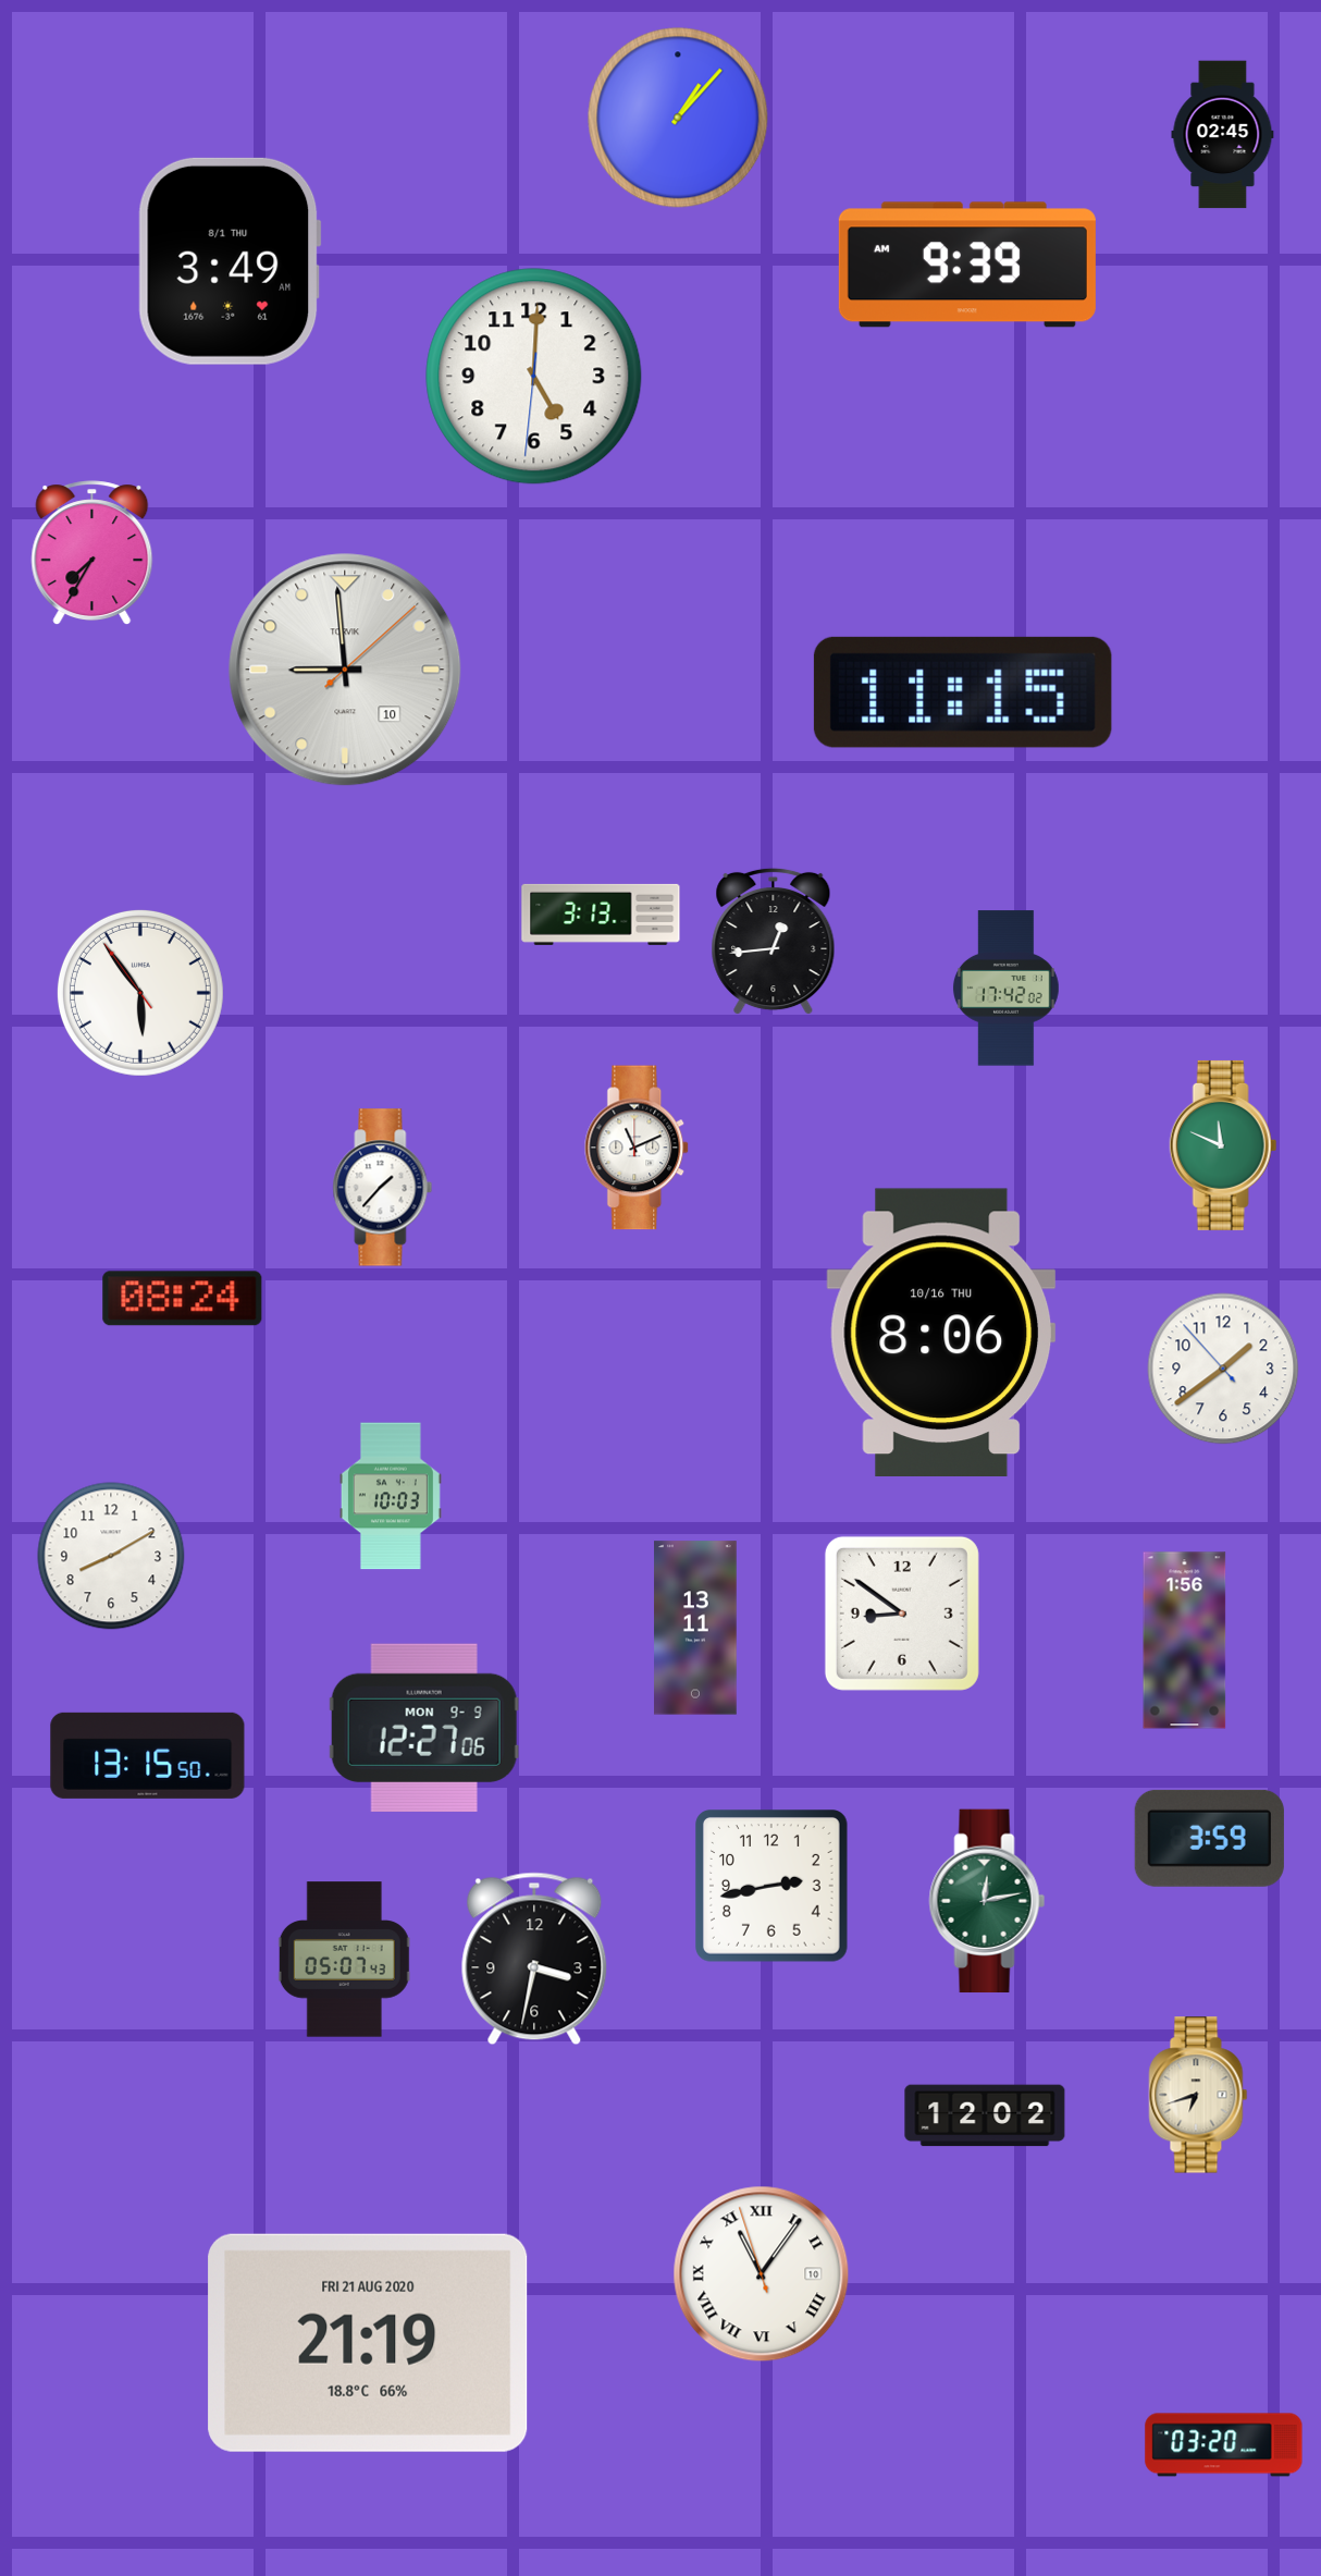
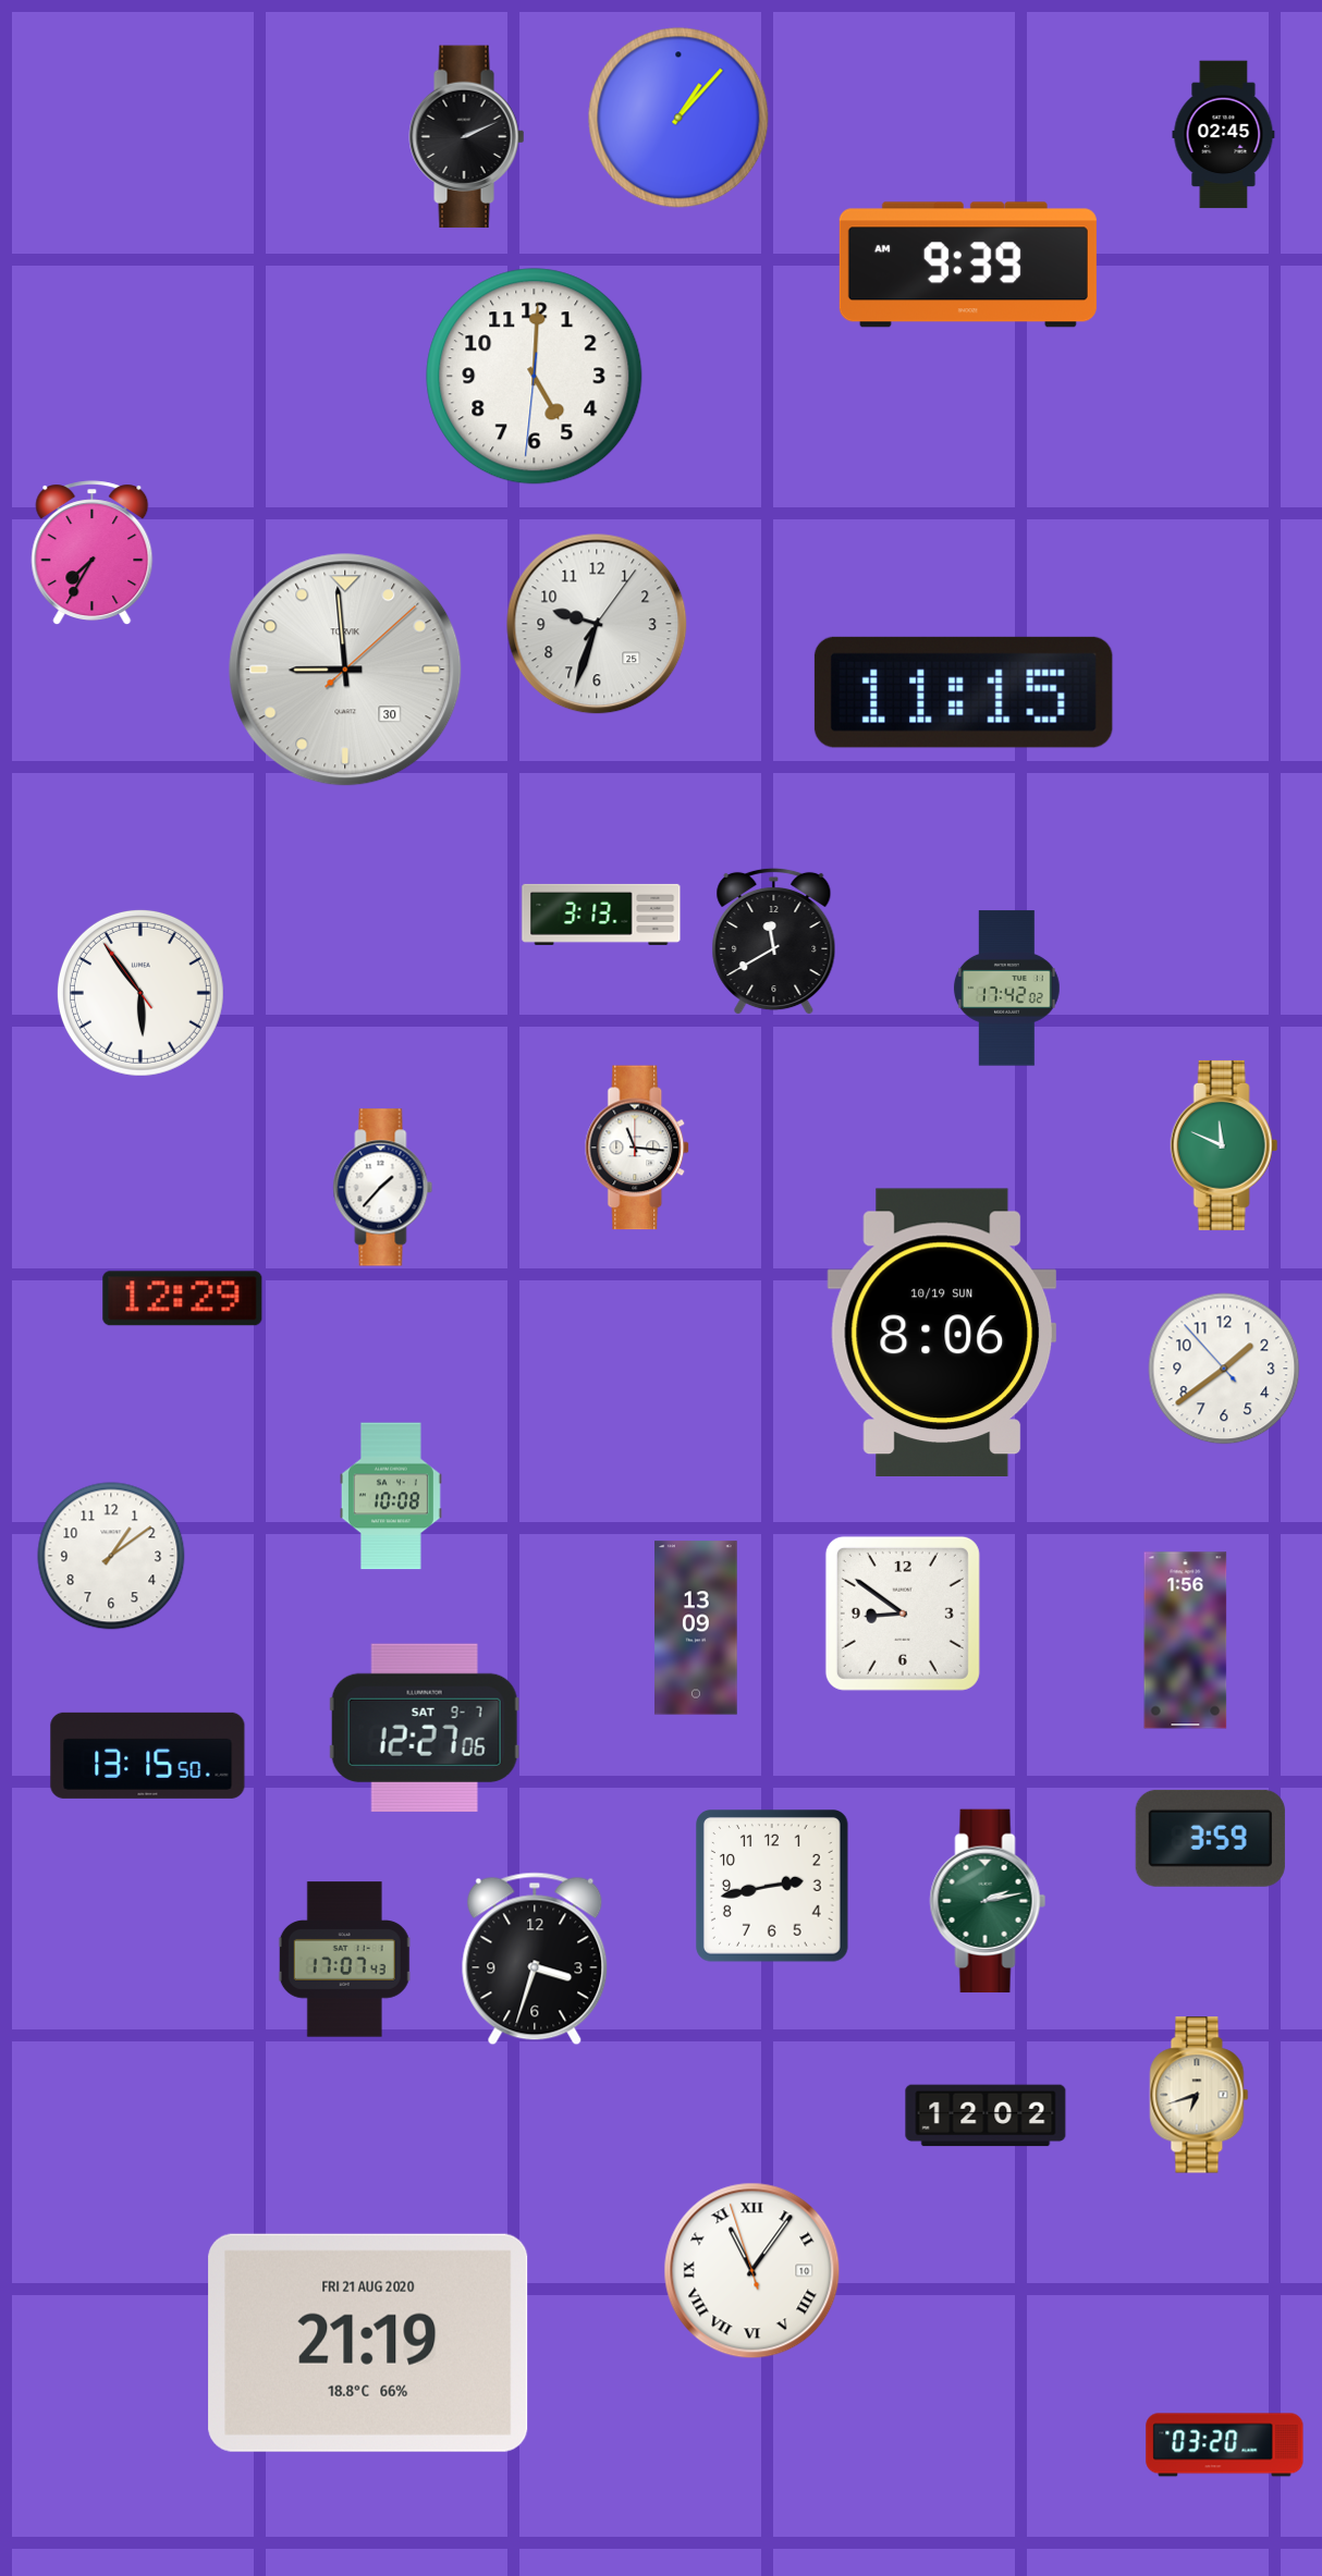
clock at (467, 137): none -> 2:11
clock at (230, 261): 3:49 -> none
clock at (597, 624): none -> 9:33
clock at (345, 670) date: 10 -> 30
clock at (774, 942): 12:44 -> 11:40
clock at (638, 1148): 11:11 -> 11:16
clock at (183, 1299): 08:24 -> 12:29
clock at (941, 1332) date: 10/16 THU -> 10/19 SUN
clock at (391, 1496): 10:03 -> 10:08
clock at (111, 1556): 8:10 -> 1:09
clock at (695, 1628): 13:11 -> 13:09
clock at (424, 1727) date: MON 9-9 -> SAT 9-7
clock at (987, 1901): 12:13 -> 2:13
clock at (534, 1959): 3:32 -> 3:33
clock at (344, 1960): 05:07 -> 17:07
clock at (762, 2274) position: (762, 2274) -> (752, 2271)
